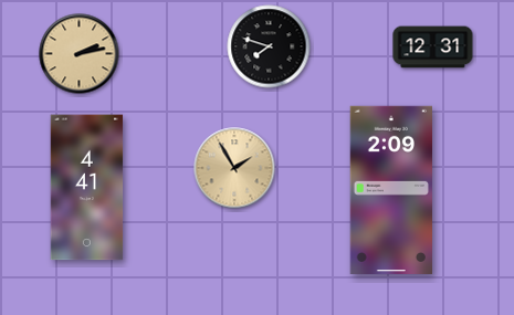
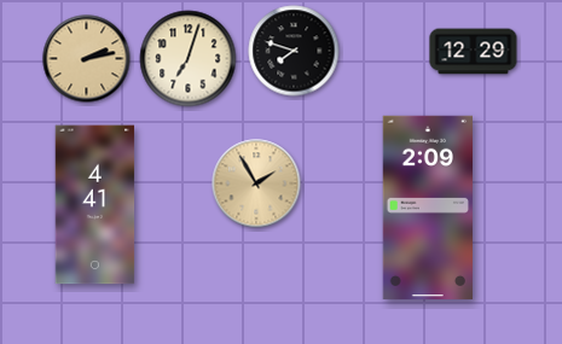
clock at (433, 48): 12:31 -> 12:29
clock at (189, 59): none -> 7:03
